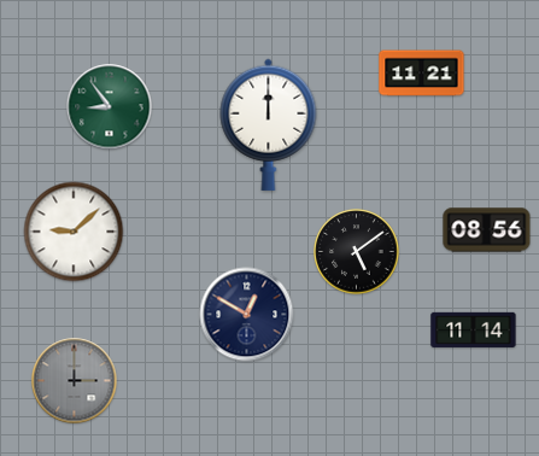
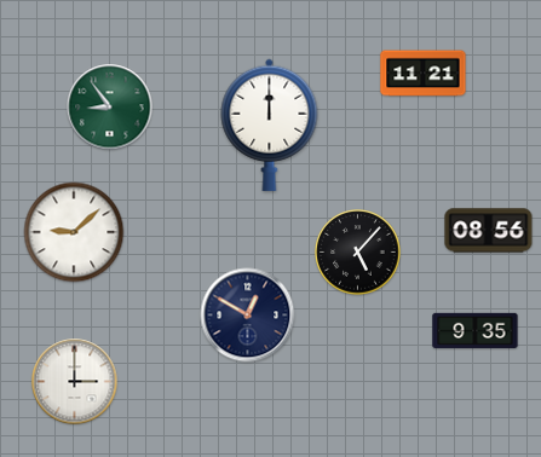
clock at (357, 252): 5:09 -> 5:07
clock at (474, 329): 11:14 -> 9:35
clock at (75, 381) dial: grey -> white
